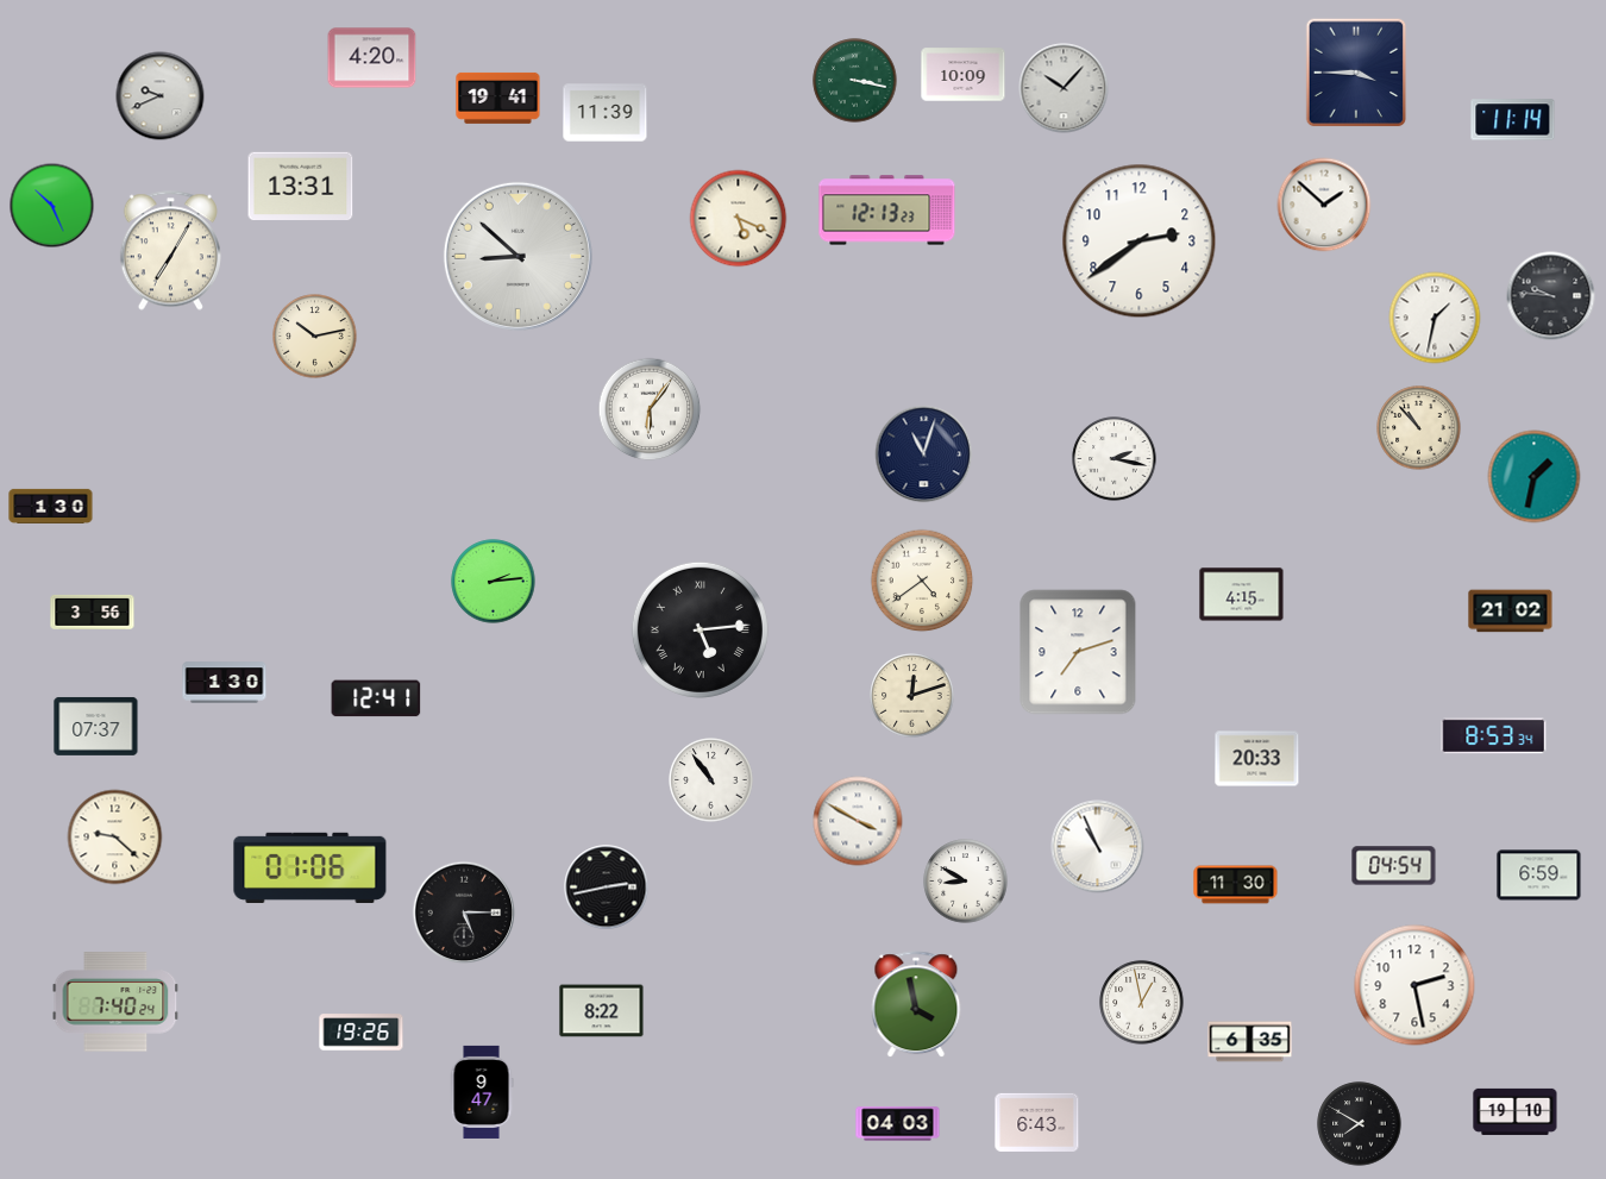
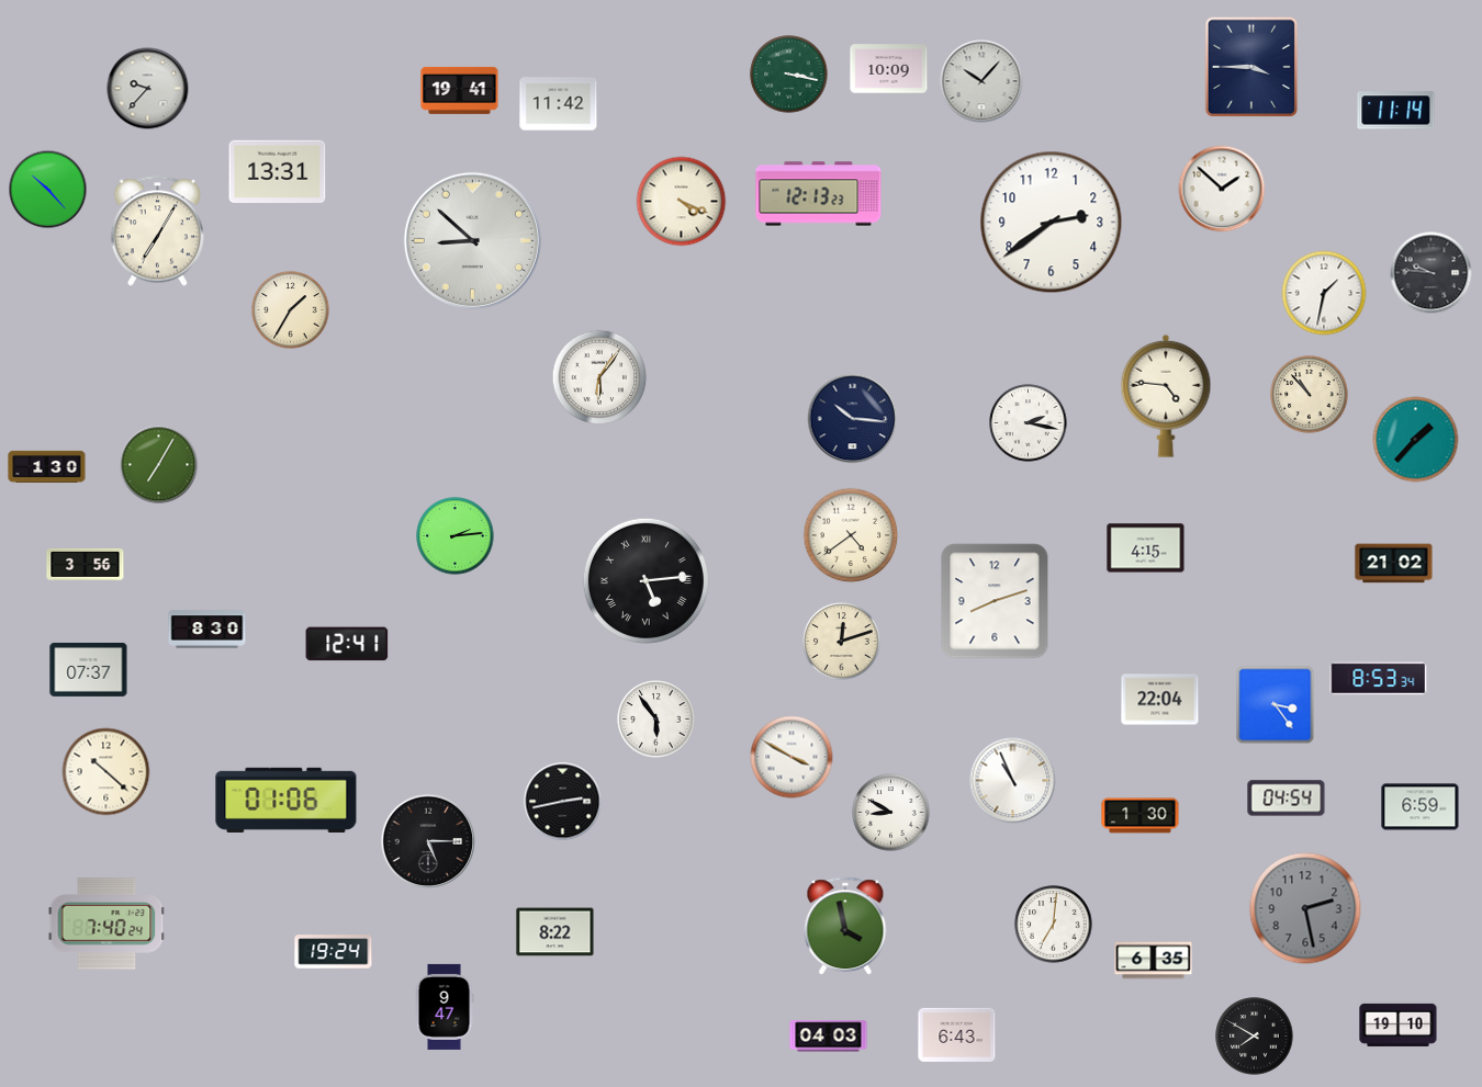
clock at (372, 58): 4:20 -> none
clock at (161, 96): 9:41 -> 9:37
clock at (606, 113): 11:39 -> 11:42
clock at (52, 206): 10:26 -> 10:23
clock at (739, 219): 5:19 -> 4:19
clock at (517, 256) position: (517, 256) -> (472, 240)
clock at (315, 337): 10:13 -> 1:35
clock at (1166, 396): none -> 4:46
clock at (924, 454): 11:03 -> 10:16
clock at (1535, 477): 1:32 -> 1:37
clock at (159, 465): none -> 7:05
clock at (1078, 652): 7:12 -> 8:12
clock at (225, 683): 1:30 -> 8:30
clock at (1257, 759): 20:33 -> 22:04
clock at (1276, 705): none -> 3:24
clock at (711, 780): 10:54 -> 5:54
clock at (115, 838): 9:22 -> 10:22
clock at (1236, 885): 11:30 -> 1:30
clock at (607, 888) position: (607, 888) -> (563, 802)
clock at (1414, 985) dial: white -> grey
clock at (1142, 1003): 12:58 -> 7:01
clock at (362, 1033): 19:26 -> 19:24
